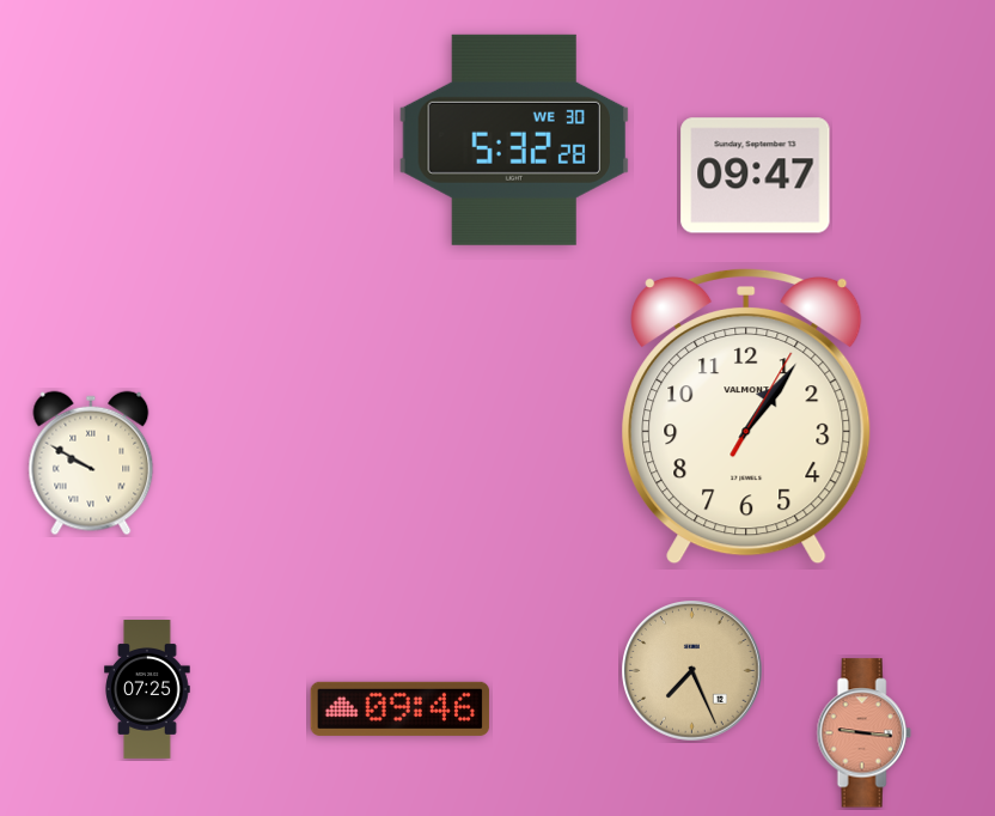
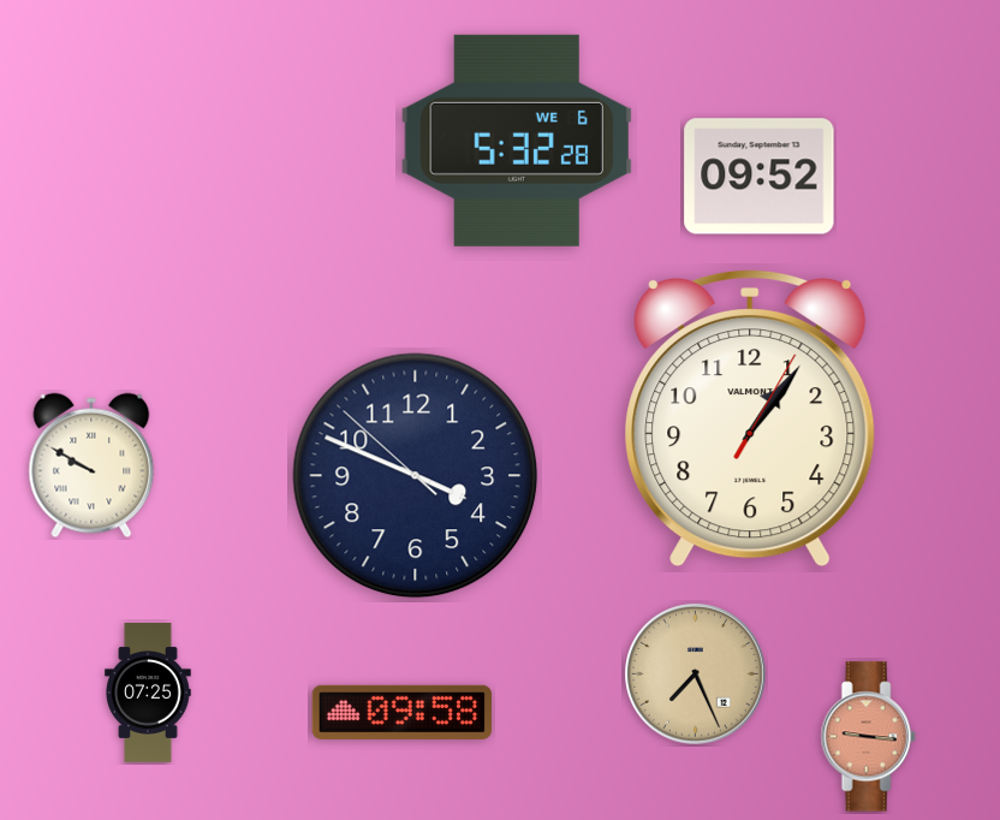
clock at (513, 140) date: WE 30 -> WE 6
clock at (756, 176): 09:47 -> 09:52
clock at (416, 476): none -> 3:48
clock at (401, 708): 09:46 -> 09:58
